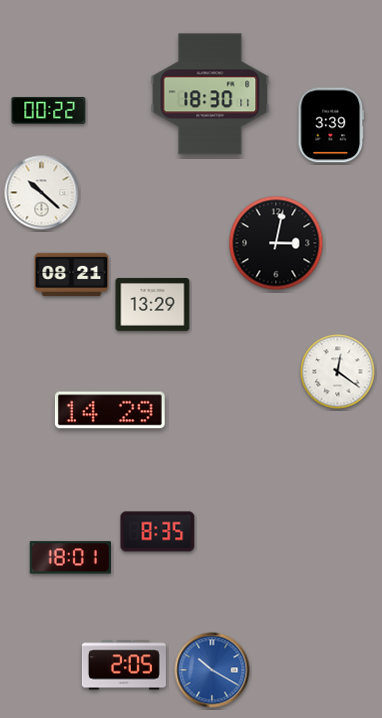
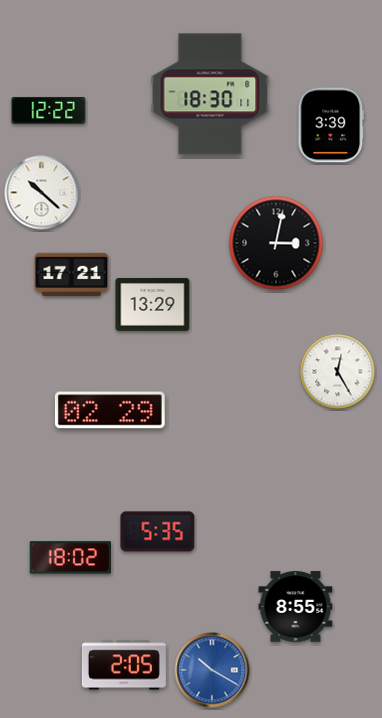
clock at (49, 110): 00:22 -> 12:22
clock at (72, 274): 08:21 -> 17:21
clock at (338, 372): 12:21 -> 12:25
clock at (110, 410): 14:29 -> 02:29
clock at (158, 532): 8:35 -> 5:35
clock at (70, 558): 18:01 -> 18:02
clock at (296, 607): none -> 8:55
